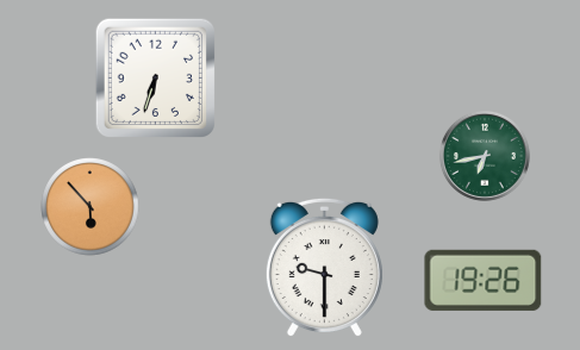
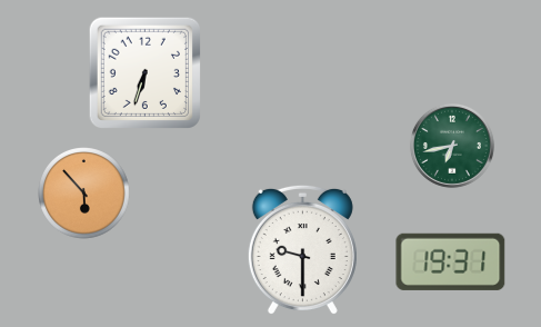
clock at (484, 280): 19:26 -> 19:31
